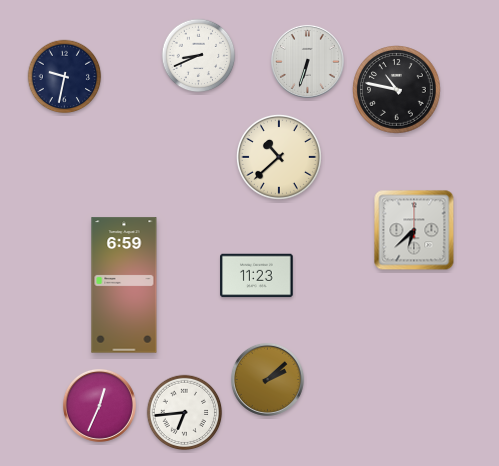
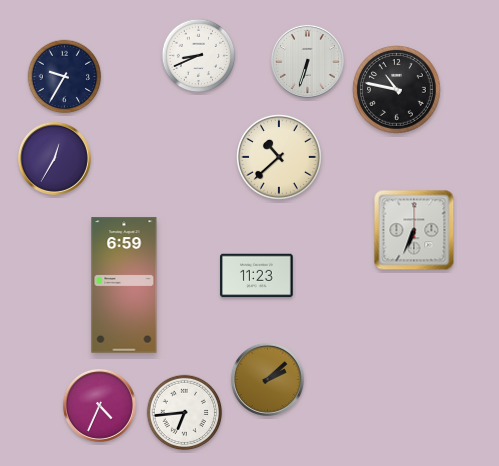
clock at (65, 77): 9:32 -> 9:35
clock at (54, 158): none -> 12:35
clock at (414, 230): 6:38 -> 6:34
clock at (99, 405): 12:34 -> 4:34
